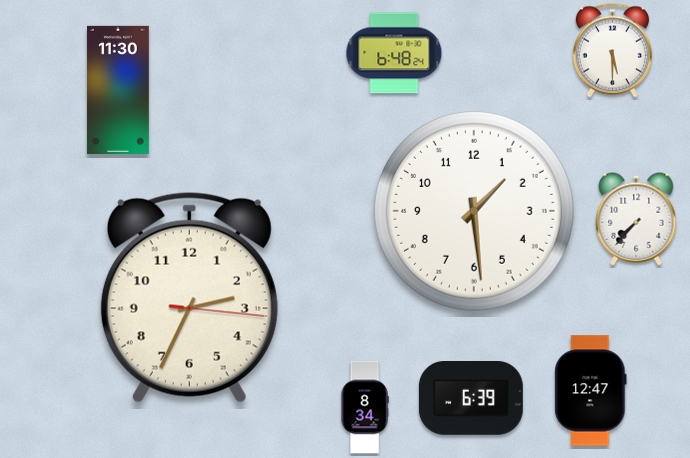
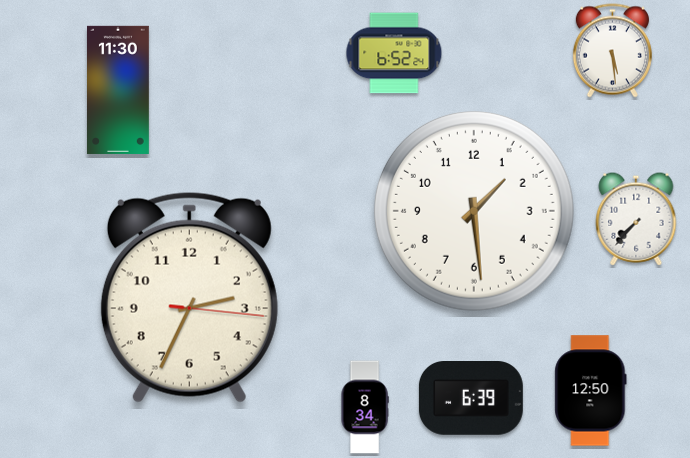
clock at (612, 51): 5:30 -> 5:29
clock at (394, 53): 6:48 -> 6:52
clock at (591, 391): 12:47 -> 12:50
